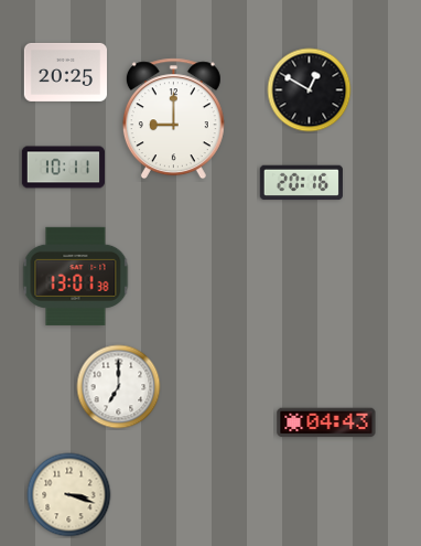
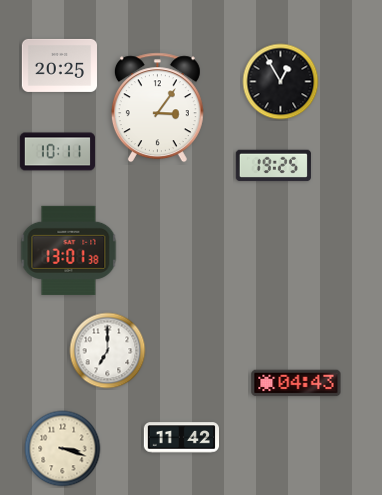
clock at (310, 90): 12:50 -> 12:55
clock at (173, 119): 9:00 -> 3:06
clock at (301, 183): 20:16 -> 19:25
clock at (181, 438): none -> 11:42
